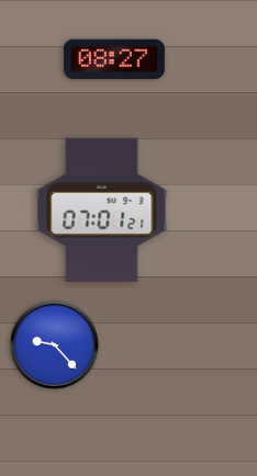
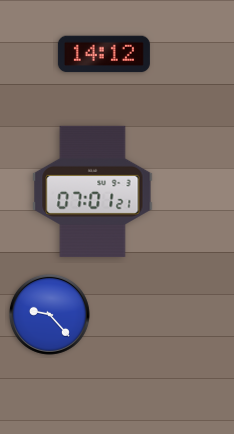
clock at (114, 59): 08:27 -> 14:12
